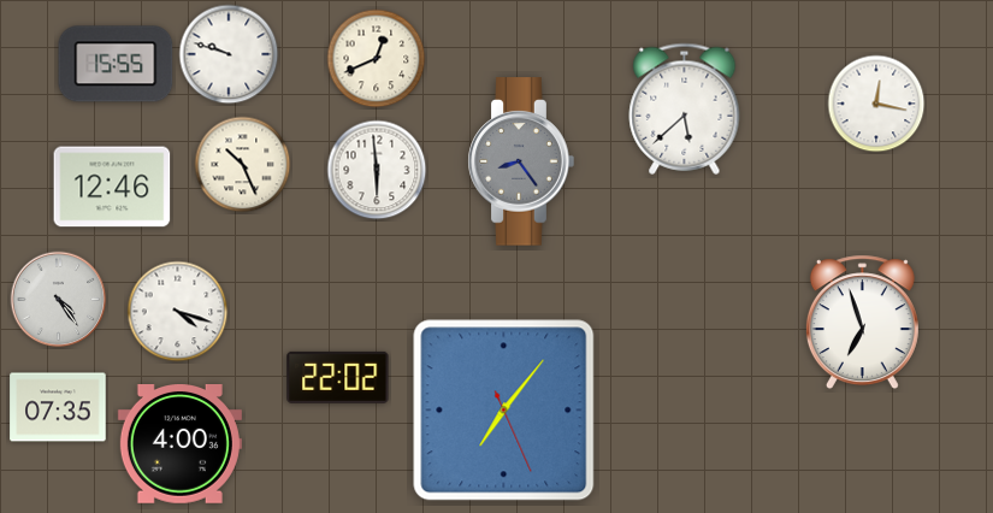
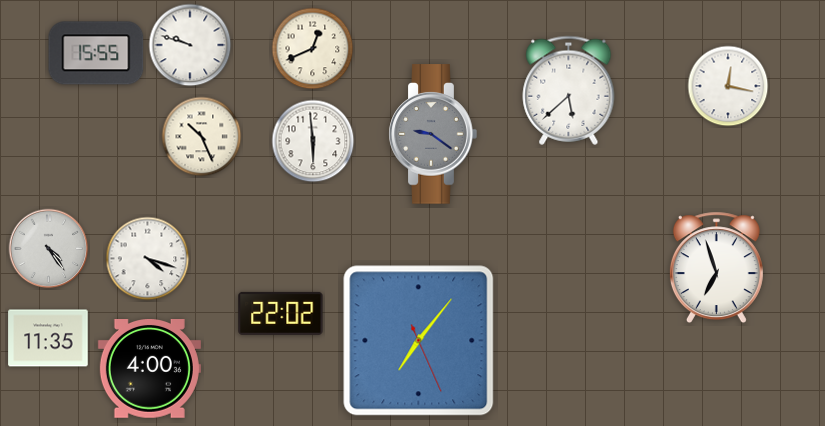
clock at (521, 161): 8:24 -> 9:21
clock at (112, 187): 12:46 -> none
clock at (58, 407): 07:35 -> 11:35
